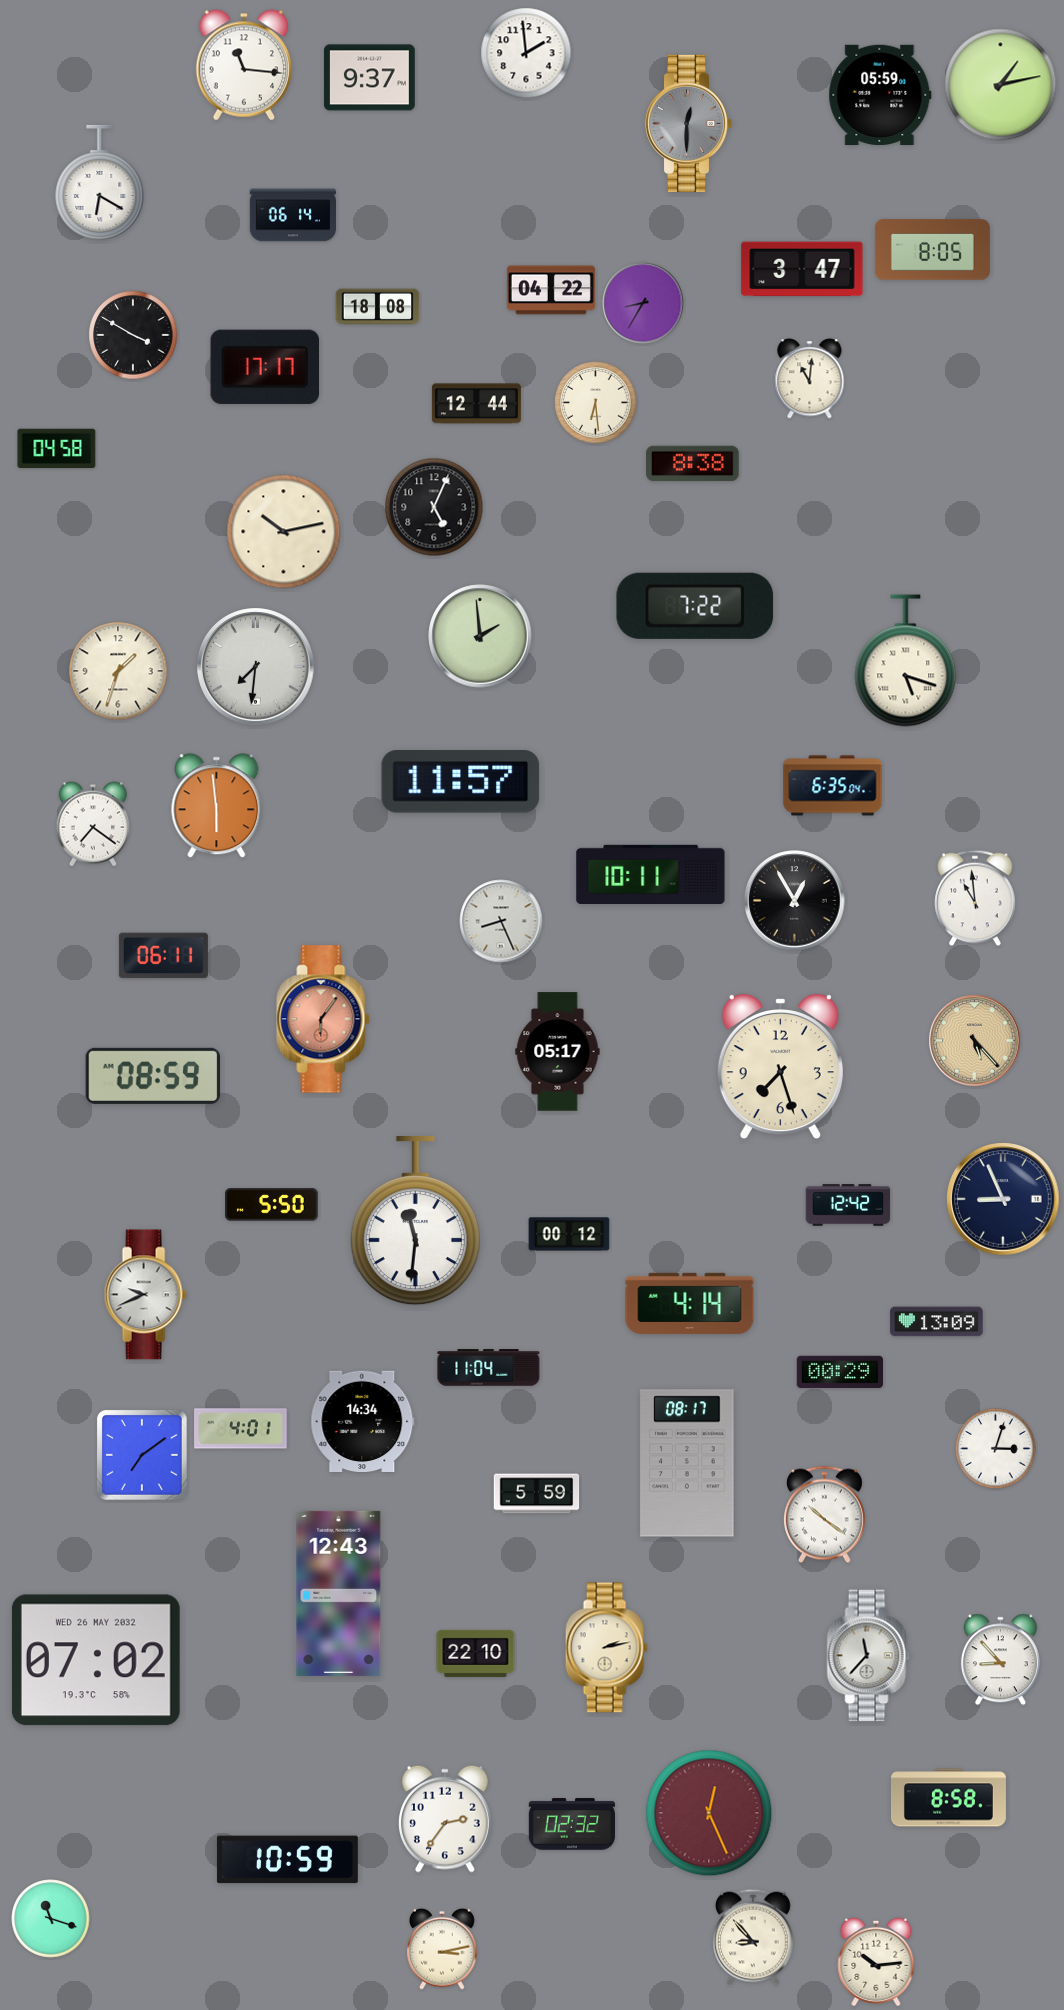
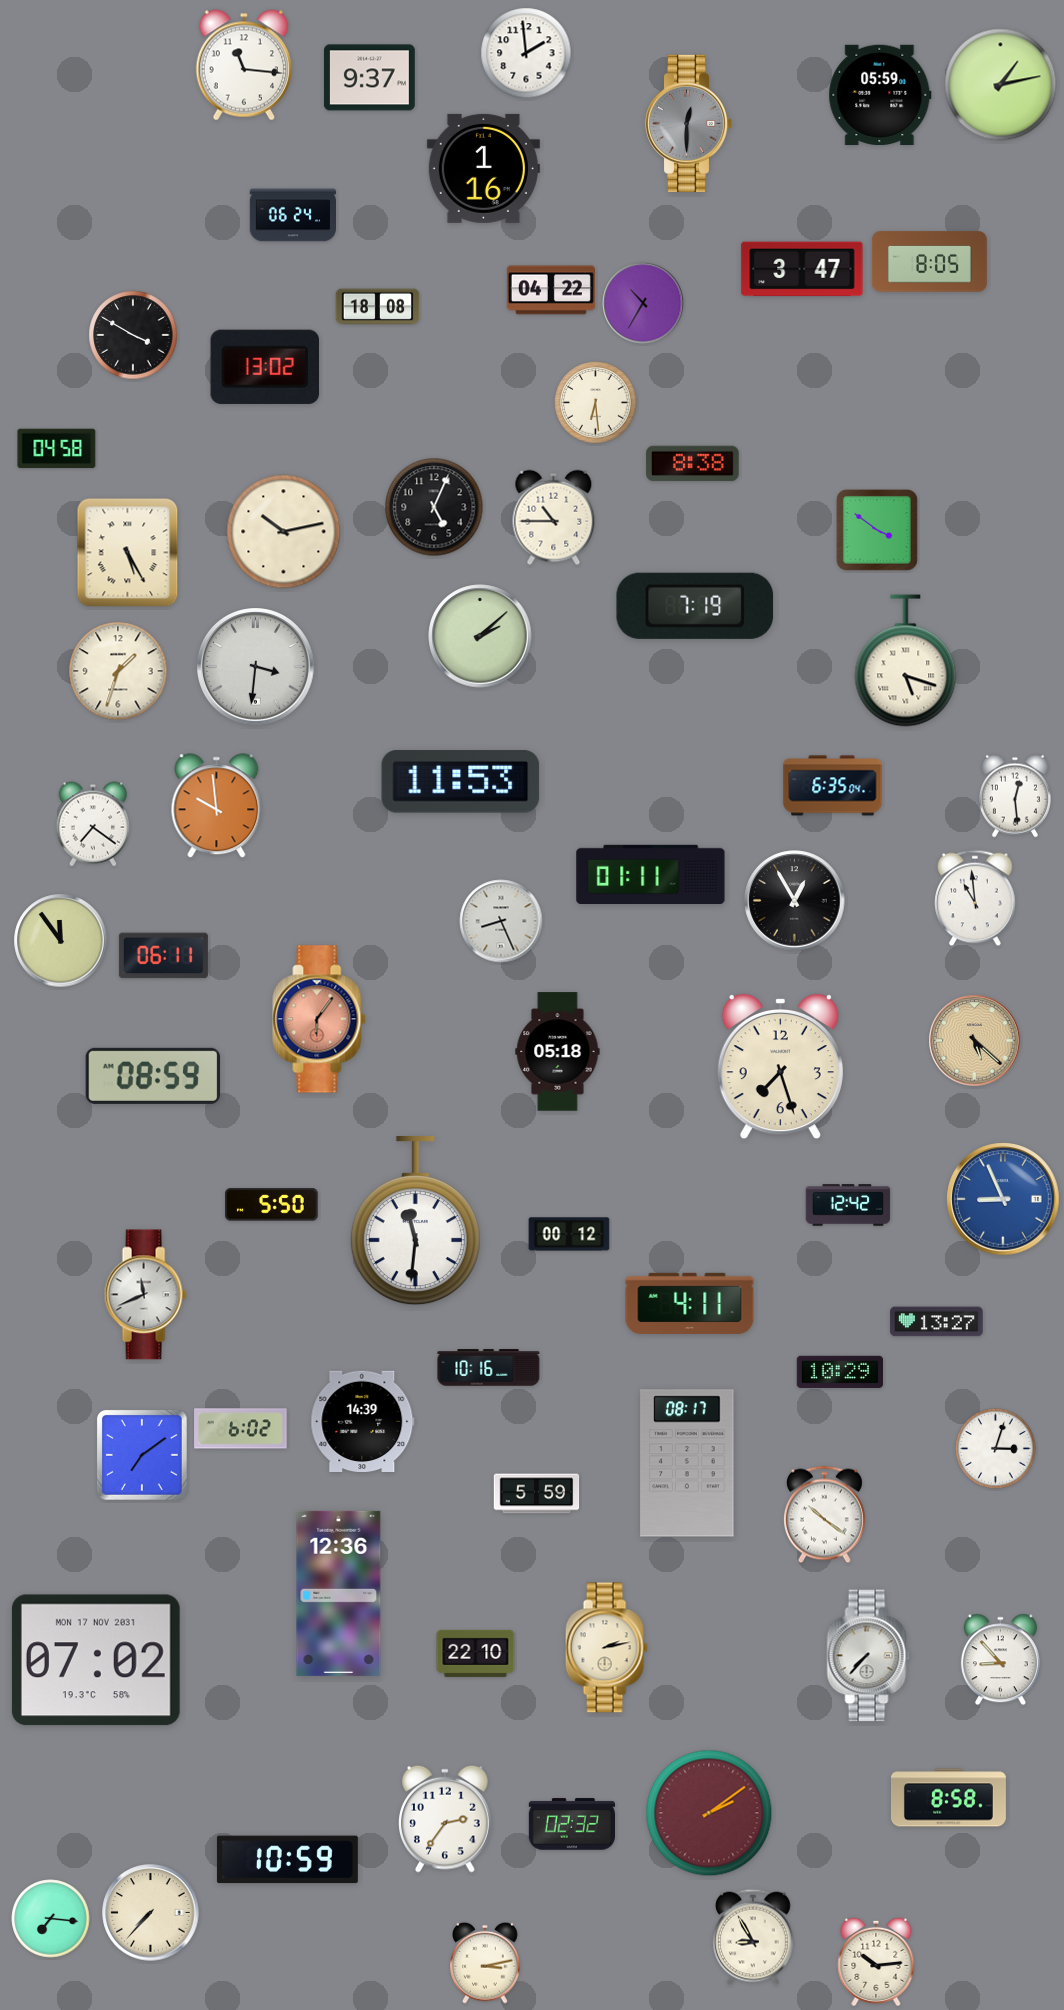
clock at (483, 168): none -> 1:16
clock at (100, 182): 6:20 -> none
clock at (292, 215): 06:14 -> 06:24
clock at (932, 250) position: (932, 250) -> (929, 262)
clock at (643, 303): 8:35 -> 10:35
clock at (264, 367): 17:17 -> 13:02
clock at (810, 379): 11:01 -> none
clock at (476, 404): 12:44 -> none
clock at (554, 518): none -> 10:45
clock at (877, 530): none -> 3:51
clock at (128, 553): none -> 5:25
clock at (695, 606): 7:22 -> 7:19
clock at (480, 636): 1:59 -> 2:08
clock at (256, 667): 7:31 -> 3:31
clock at (461, 782): 11:57 -> 11:53
clock at (1015, 796): none -> 12:29
clock at (217, 806): 5:59 -> 9:59
clock at (651, 874): 10:11 -> 01:11
clock at (61, 941): none -> 11:54
clock at (323, 1019) position: (323, 1019) -> (319, 1019)
clock at (975, 1041): 5:23 -> 5:22
clock at (558, 1052): 05:17 -> 05:18
clock at (1003, 1199) dial: navy -> blue
clock at (145, 1295): 9:41 -> 11:41
clock at (690, 1303): 4:14 -> 4:11
clock at (937, 1322): 13:09 -> 13:27
clock at (489, 1368): 11:04 -> 10:16
clock at (840, 1371): 00:29 -> 10:29
clock at (363, 1422): 14:34 -> 14:39
clock at (241, 1429): 4:01 -> 6:02
clock at (339, 1593): 12:43 -> 12:36
clock at (869, 1656): 11:37 -> 7:37
clock at (96, 1660) date: WED 26 MAY 2032 -> MON 17 NOV 2031
clock at (709, 1813): 12:26 -> 2:09
clock at (151, 1913): none -> 7:37
clock at (51, 1919): 11:18 -> 7:16
clock at (753, 1937): 8:53 -> 8:55
clock at (442, 1949) position: (442, 1949) -> (485, 1963)
